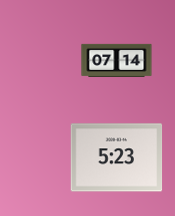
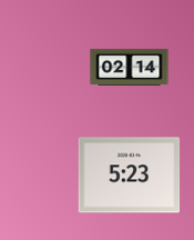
clock at (117, 60): 07:14 -> 02:14
